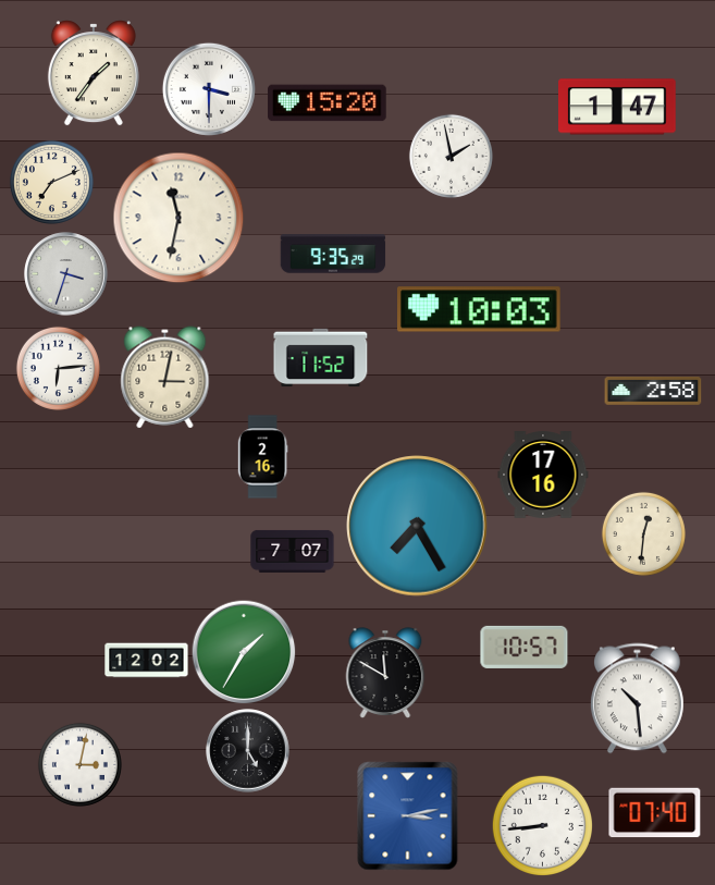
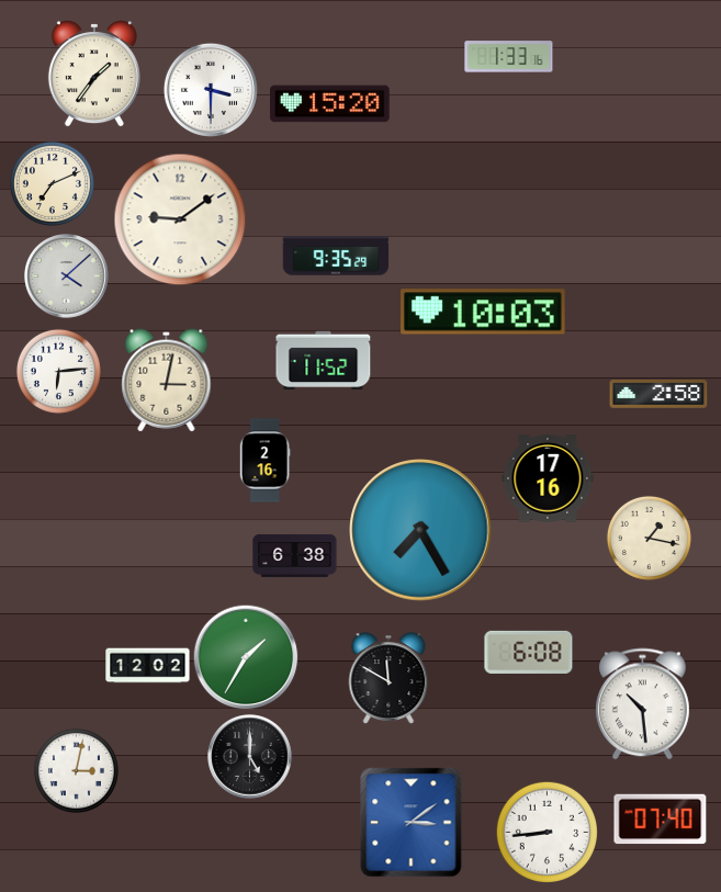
clock at (509, 57): none -> 1:33
clock at (617, 107): 1:47 -> none
clock at (451, 156): 1:58 -> none
clock at (178, 218): 11:32 -> 9:09
clock at (66, 274): 3:33 -> 4:08
clock at (643, 533): 12:31 -> 1:17
clock at (293, 551): 7:07 -> 6:38
clock at (525, 647): 10:57 -> 6:08
clock at (79, 764) position: (79, 764) -> (76, 770)
clock at (408, 816): 3:13 -> 3:09
